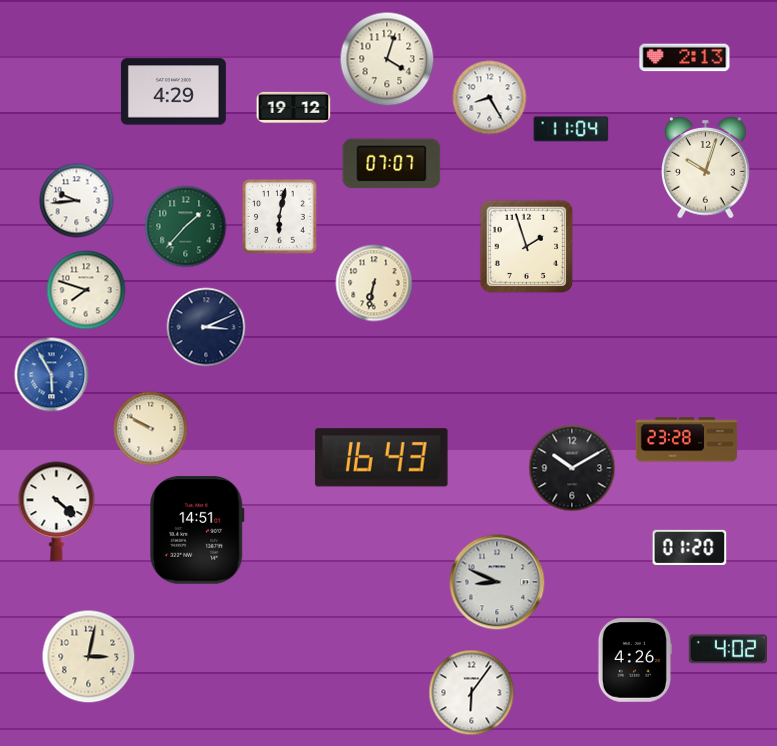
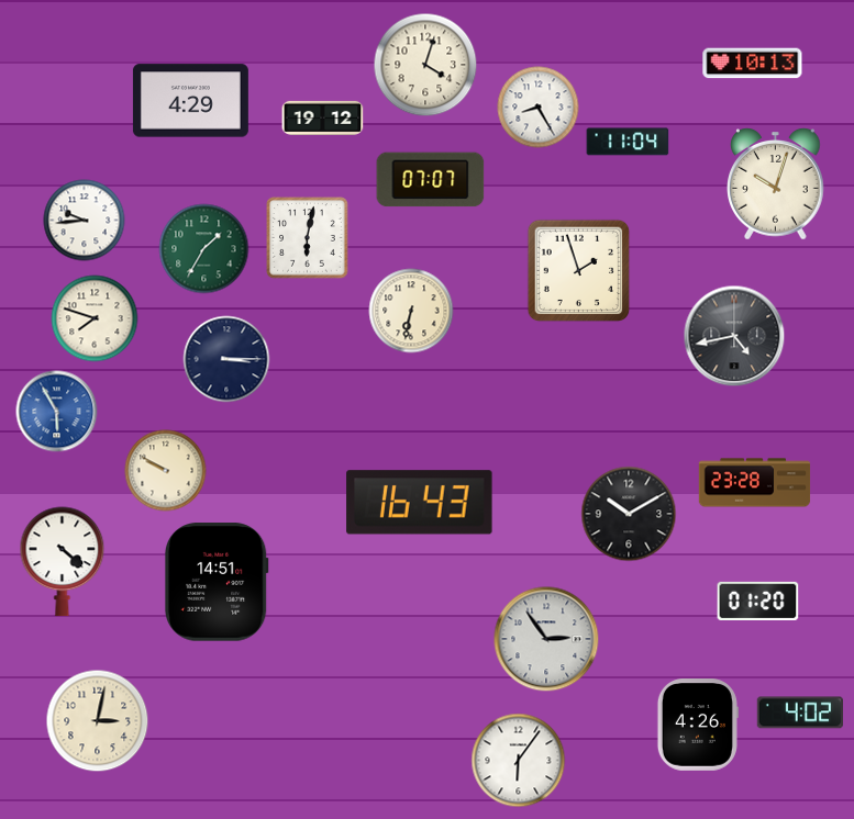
clock at (685, 58): 2:13 -> 10:13
clock at (186, 227): 1:37 -> 1:35
clock at (734, 336): none -> 4:43
clock at (206, 327): 3:11 -> 3:15
clock at (497, 582): 8:49 -> 2:54
